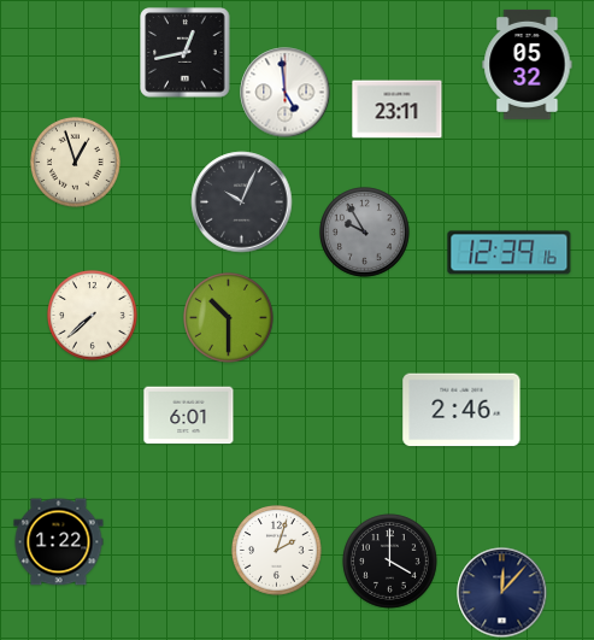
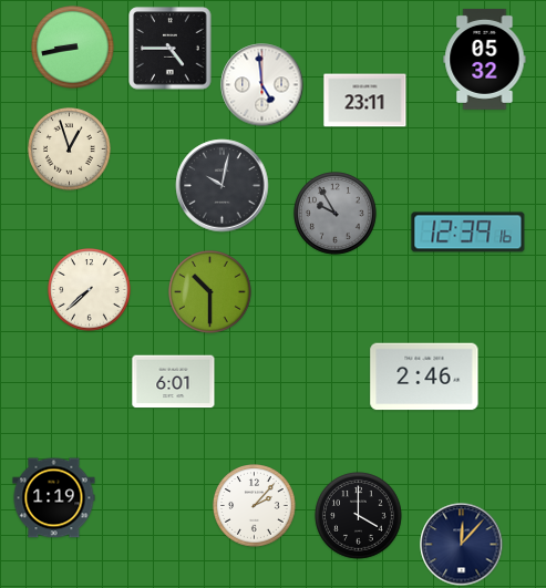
clock at (73, 48): none -> 8:43
clock at (186, 53): 12:43 -> 4:45
clock at (242, 202): 10:04 -> 10:02
clock at (93, 316) position: (93, 316) -> (90, 290)
clock at (59, 542): 1:22 -> 1:19
clock at (277, 551): 2:03 -> 2:07
